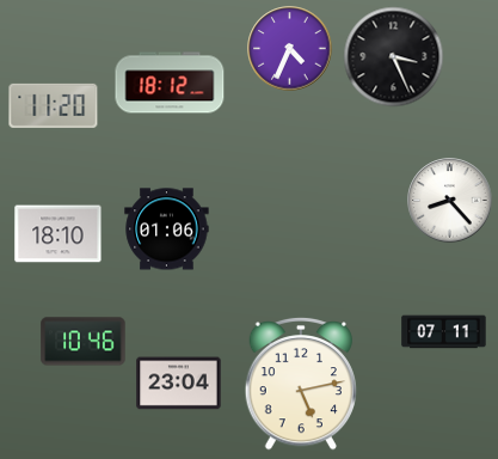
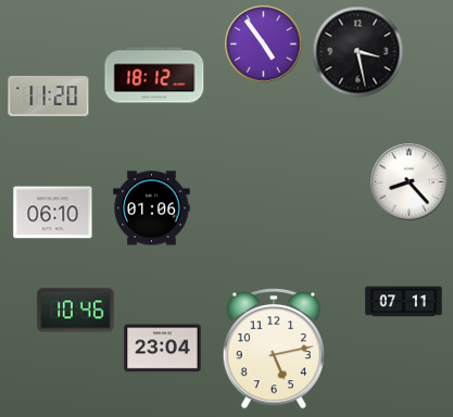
clock at (290, 49): 4:34 -> 4:54
clock at (394, 57): 3:26 -> 3:28
clock at (59, 234): 18:10 -> 06:10
